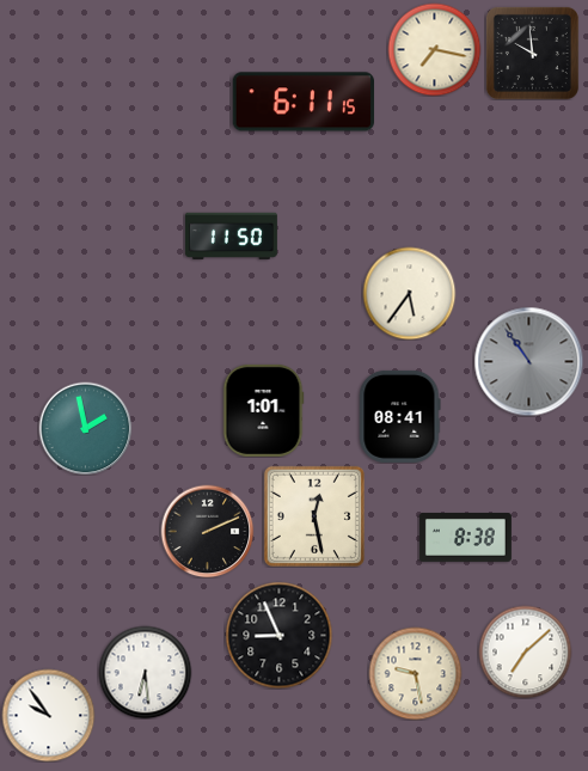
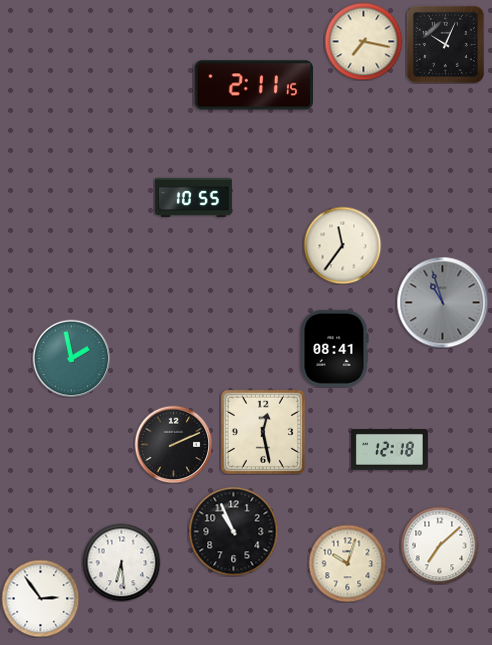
clock at (532, 53): 9:59 -> 10:04
clock at (302, 102): 6:11 -> 2:11
clock at (231, 235): 11:50 -> 10:55
clock at (409, 293): 5:36 -> 11:36
clock at (528, 361): 10:54 -> 10:57
clock at (263, 410): 1:01 -> none
clock at (465, 538): 8:38 -> 12:18
clock at (278, 635): 8:56 -> 10:56
clock at (415, 673): 9:28 -> 10:03
clock at (48, 715): 9:54 -> 2:54
